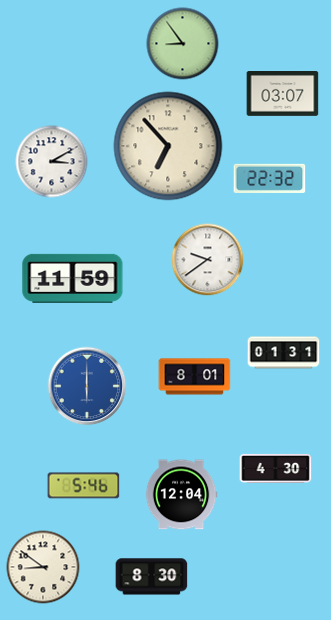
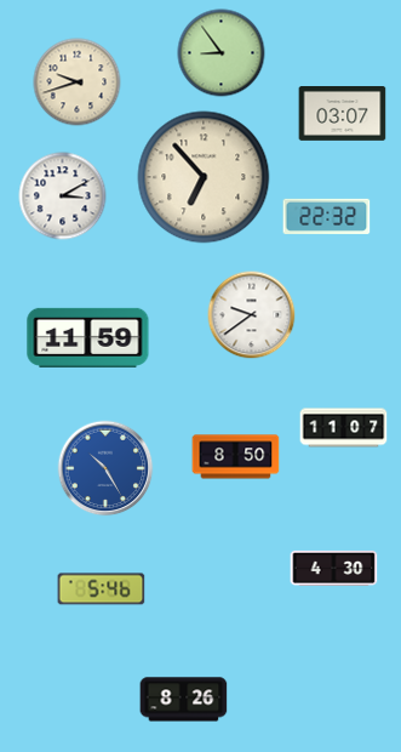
clock at (78, 82): none -> 9:42
clock at (284, 353): 01:31 -> 11:07
clock at (195, 377): 8:01 -> 8:50
clock at (87, 386): 6:00 -> 10:25
clock at (181, 495): 12:04 -> none
clock at (43, 567): 8:51 -> none
clock at (152, 577): 8:30 -> 8:26
